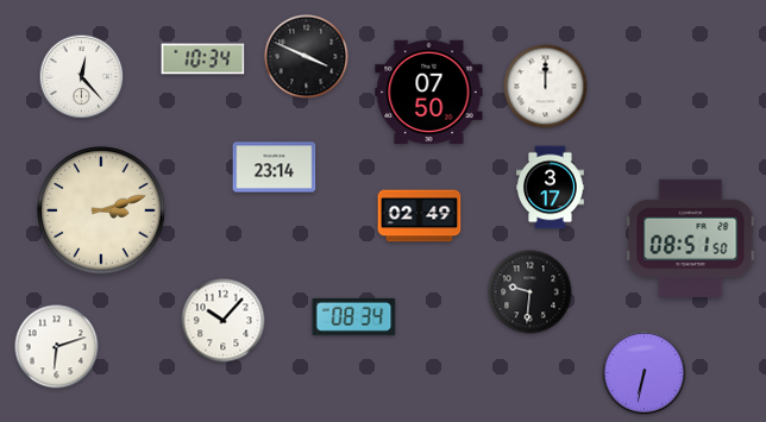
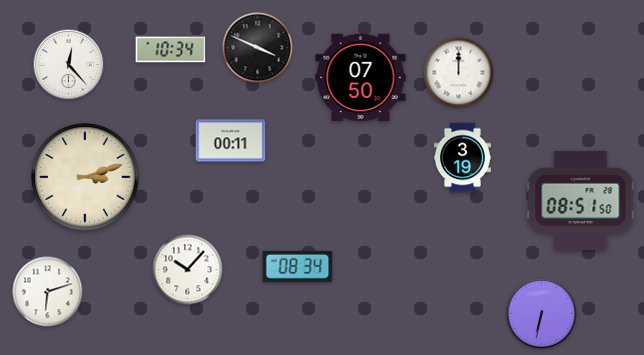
clock at (275, 168): 23:14 -> 00:11
clock at (551, 188): 3:17 -> 3:19
clock at (420, 216): 02:49 -> none
clock at (530, 292): 9:31 -> none
